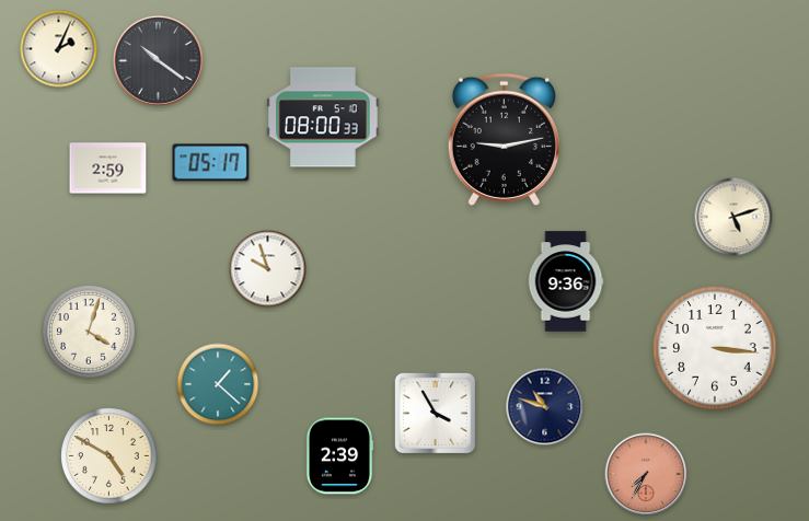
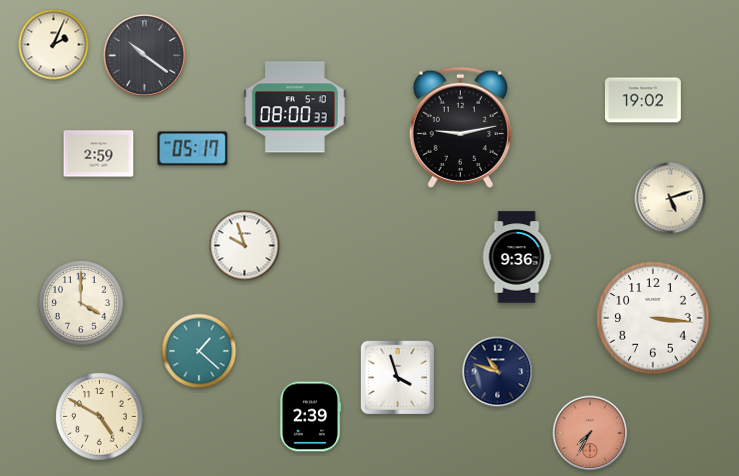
clock at (643, 100): none -> 19:02
clock at (89, 332): 4:03 -> 4:00
clock at (435, 413): 3:55 -> 3:57
